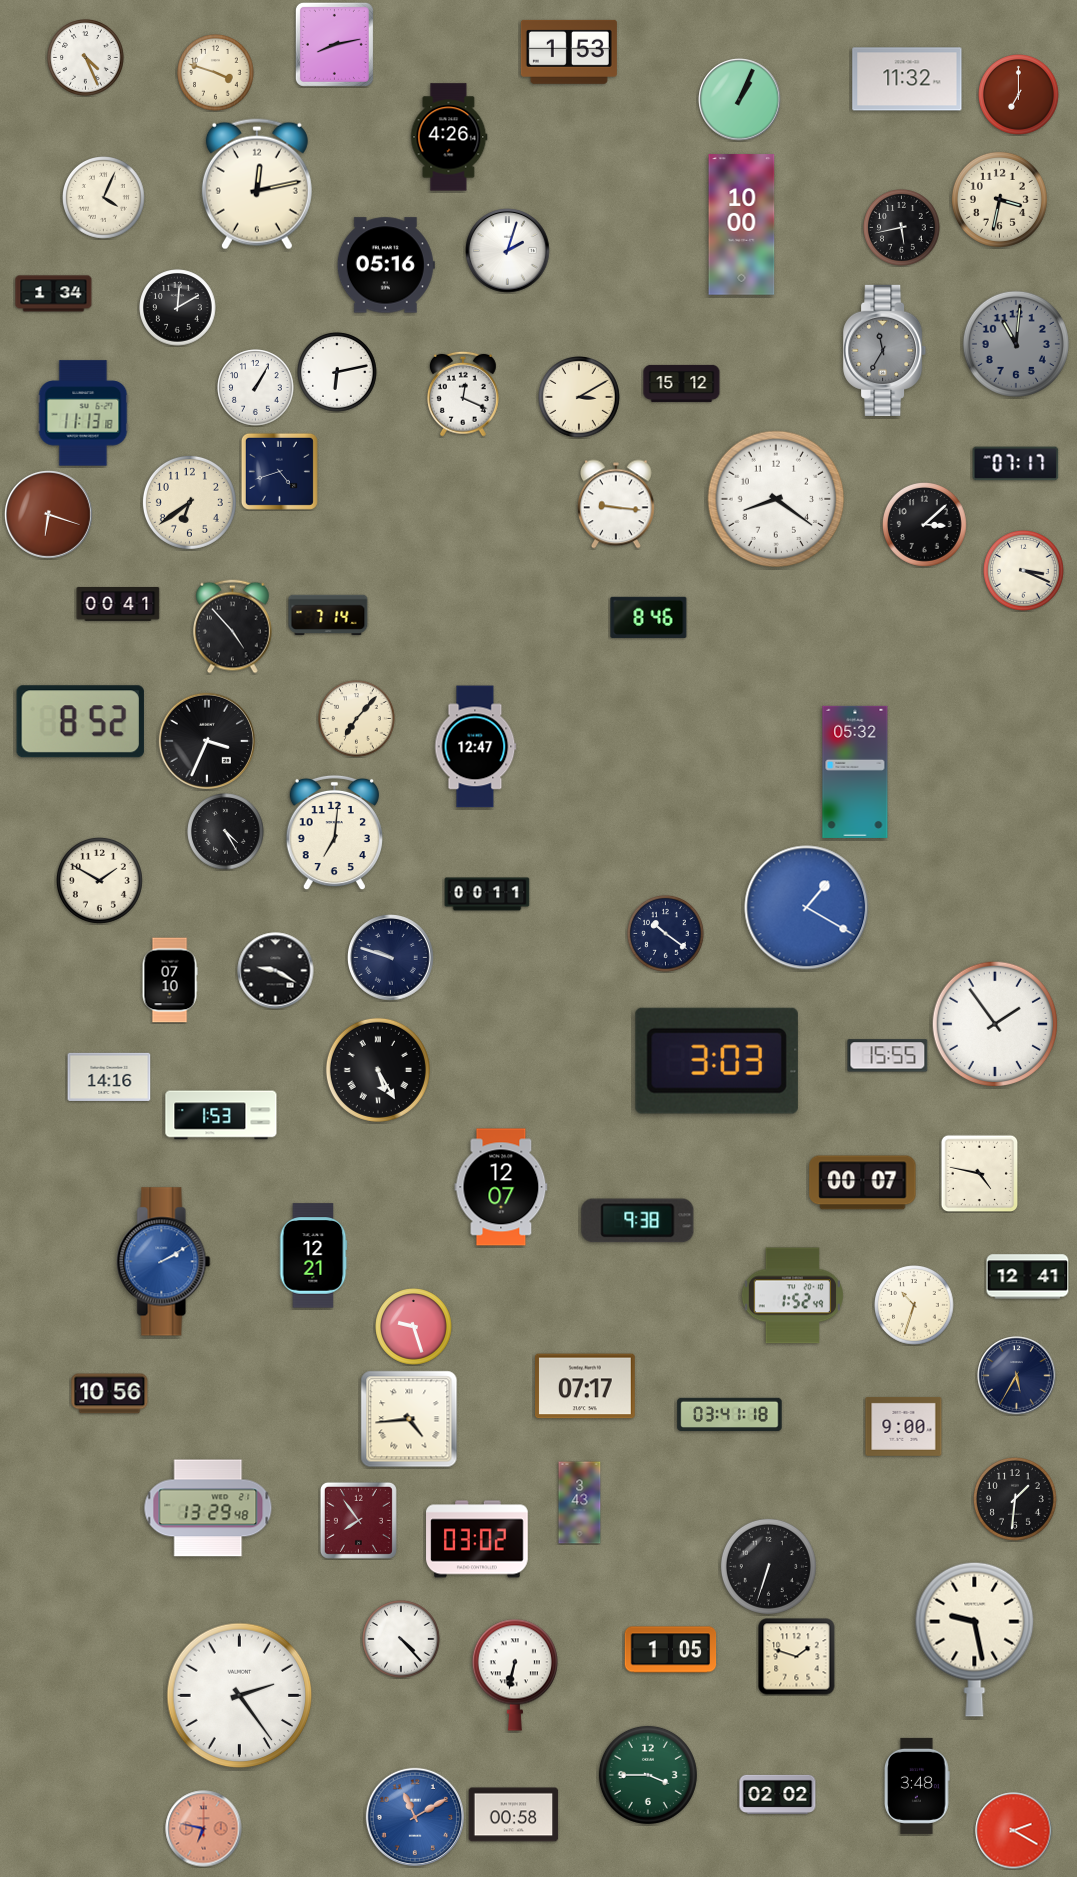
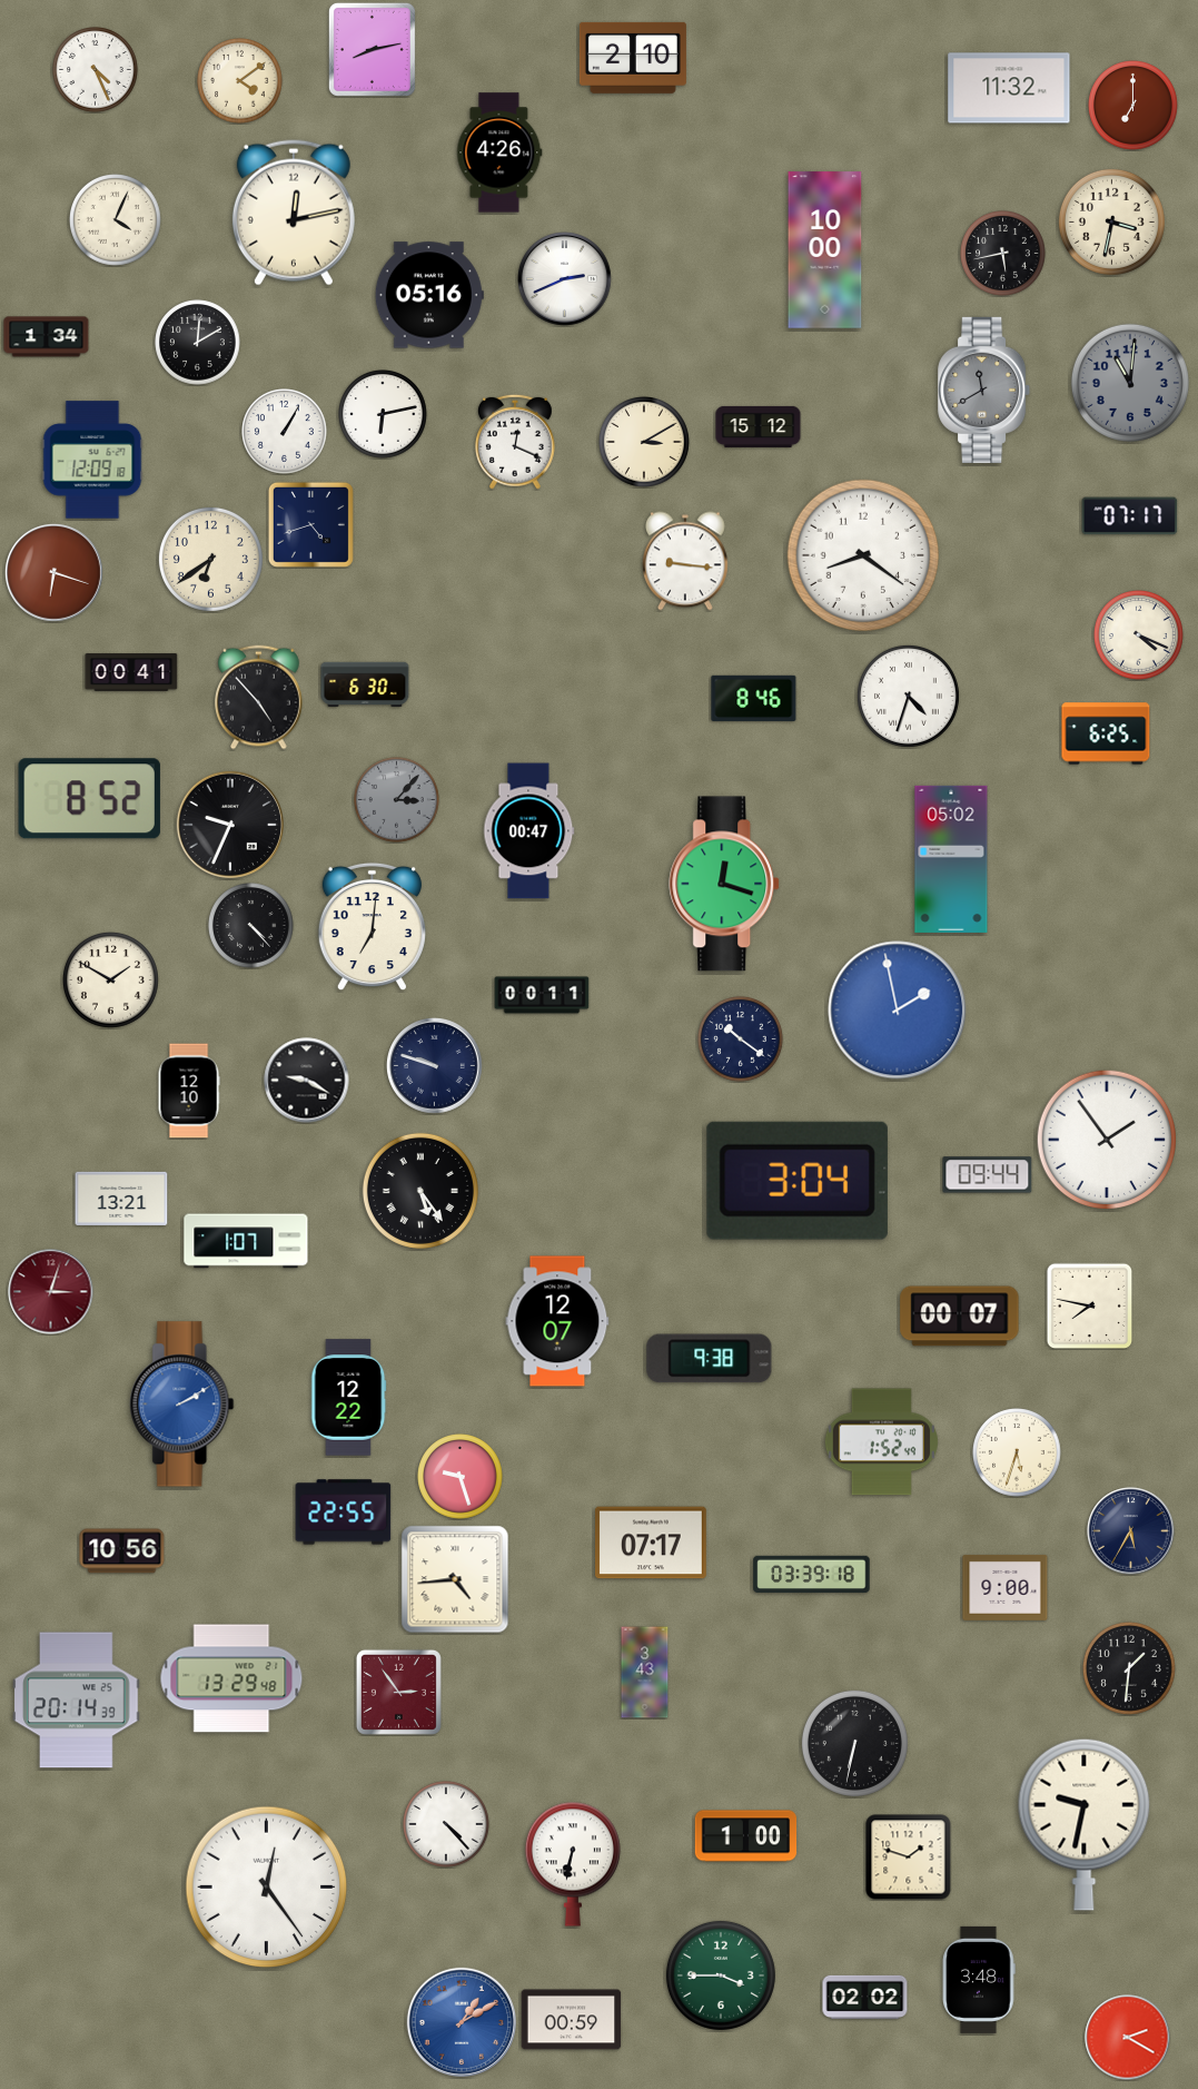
clock at (569, 52): 1:53 -> 2:10
clock at (86, 58) position: (86, 58) -> (96, 70)
clock at (216, 73): 3:48 -> 4:09
clock at (740, 100): 1:04 -> none
clock at (257, 184) position: (257, 184) -> (294, 213)
clock at (508, 251): 2:03 -> 2:41
clock at (54, 294) position: (54, 294) -> (47, 337)
clock at (885, 350): 11:35 -> 11:40
clock at (338, 373) position: (338, 373) -> (384, 415)
clock at (463, 394) position: (463, 394) -> (515, 442)
clock at (83, 413): 11:13 -> 12:09
clock at (925, 525): 3:08 -> none
clock at (1024, 571): 3:19 -> 4:19
clock at (328, 614): 7:14 -> 6:30
clock at (649, 617) position: (649, 617) -> (754, 698)
clock at (908, 696): none -> 4:33
clock at (1106, 733): none -> 6:25
clock at (357, 719): 7:07 -> 3:07
clock at (357, 719) dial: cream -> grey
clock at (80, 722) position: (80, 722) -> (89, 799)
clock at (207, 741): 3:34 -> 9:34
clock at (476, 747): 12:47 -> 00:47
clock at (855, 772): 05:32 -> 05:02
clock at (725, 884): none -> 12:18
clock at (226, 832): 4:25 -> 4:23
clock at (807, 908): 1:20 -> 1:58
clock at (170, 980): 07:10 -> 12:10
clock at (888, 1056): 15:55 -> 09:44
clock at (717, 1061): 3:03 -> 3:04
clock at (378, 1070): 5:25 -> 5:24
clock at (109, 1077): 14:16 -> 13:21
clock at (221, 1115): 1:53 -> 1:07
clock at (51, 1292): none -> 3:03
clock at (979, 1173): 4:47 -> 7:47
clock at (313, 1256): 12:21 -> 12:22
clock at (1028, 1277): 12:41 -> none
clock at (915, 1306): 10:33 -> 5:33
clock at (344, 1512): none -> 22:55
clock at (730, 1415): 03:41 -> 03:39
clock at (358, 1520): 7:54 -> 2:54
clock at (77, 1701): none -> 20:14
clock at (477, 1539): 03:02 -> none
clock at (768, 1566): 6:33 -> 6:32
clock at (975, 1639): 9:28 -> 9:32
clock at (671, 1650): 1:05 -> 1:00
clock at (797, 1657) position: (797, 1657) -> (909, 1858)
clock at (240, 1696): 2:24 -> 12:24
clock at (917, 1786) position: (917, 1786) -> (979, 1980)
clock at (514, 1815): 00:58 -> 00:59
clock at (414, 1816): 11:10 -> 1:10
clock at (204, 1829): 6:47 -> none
